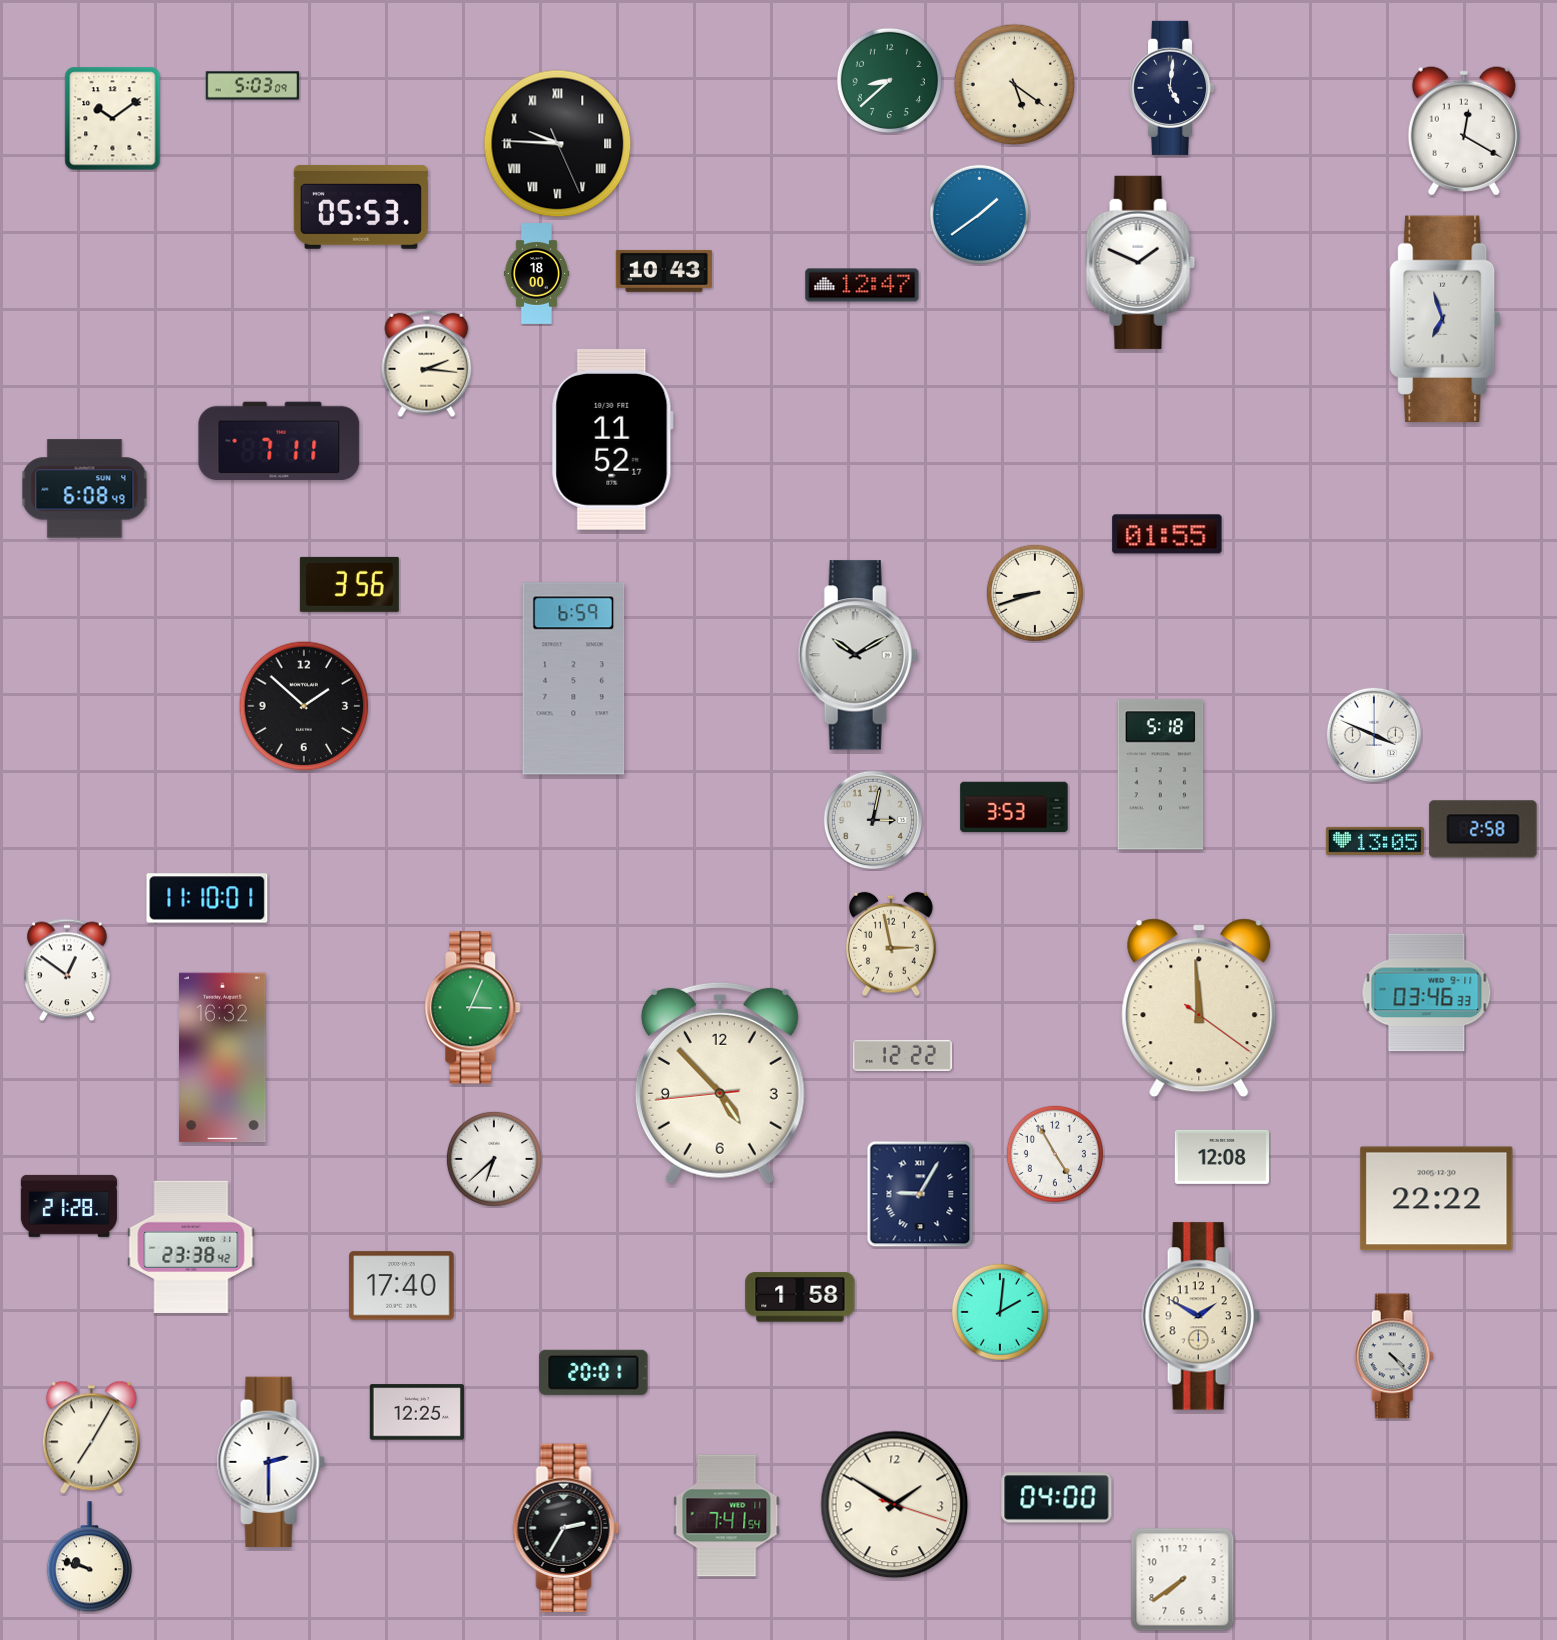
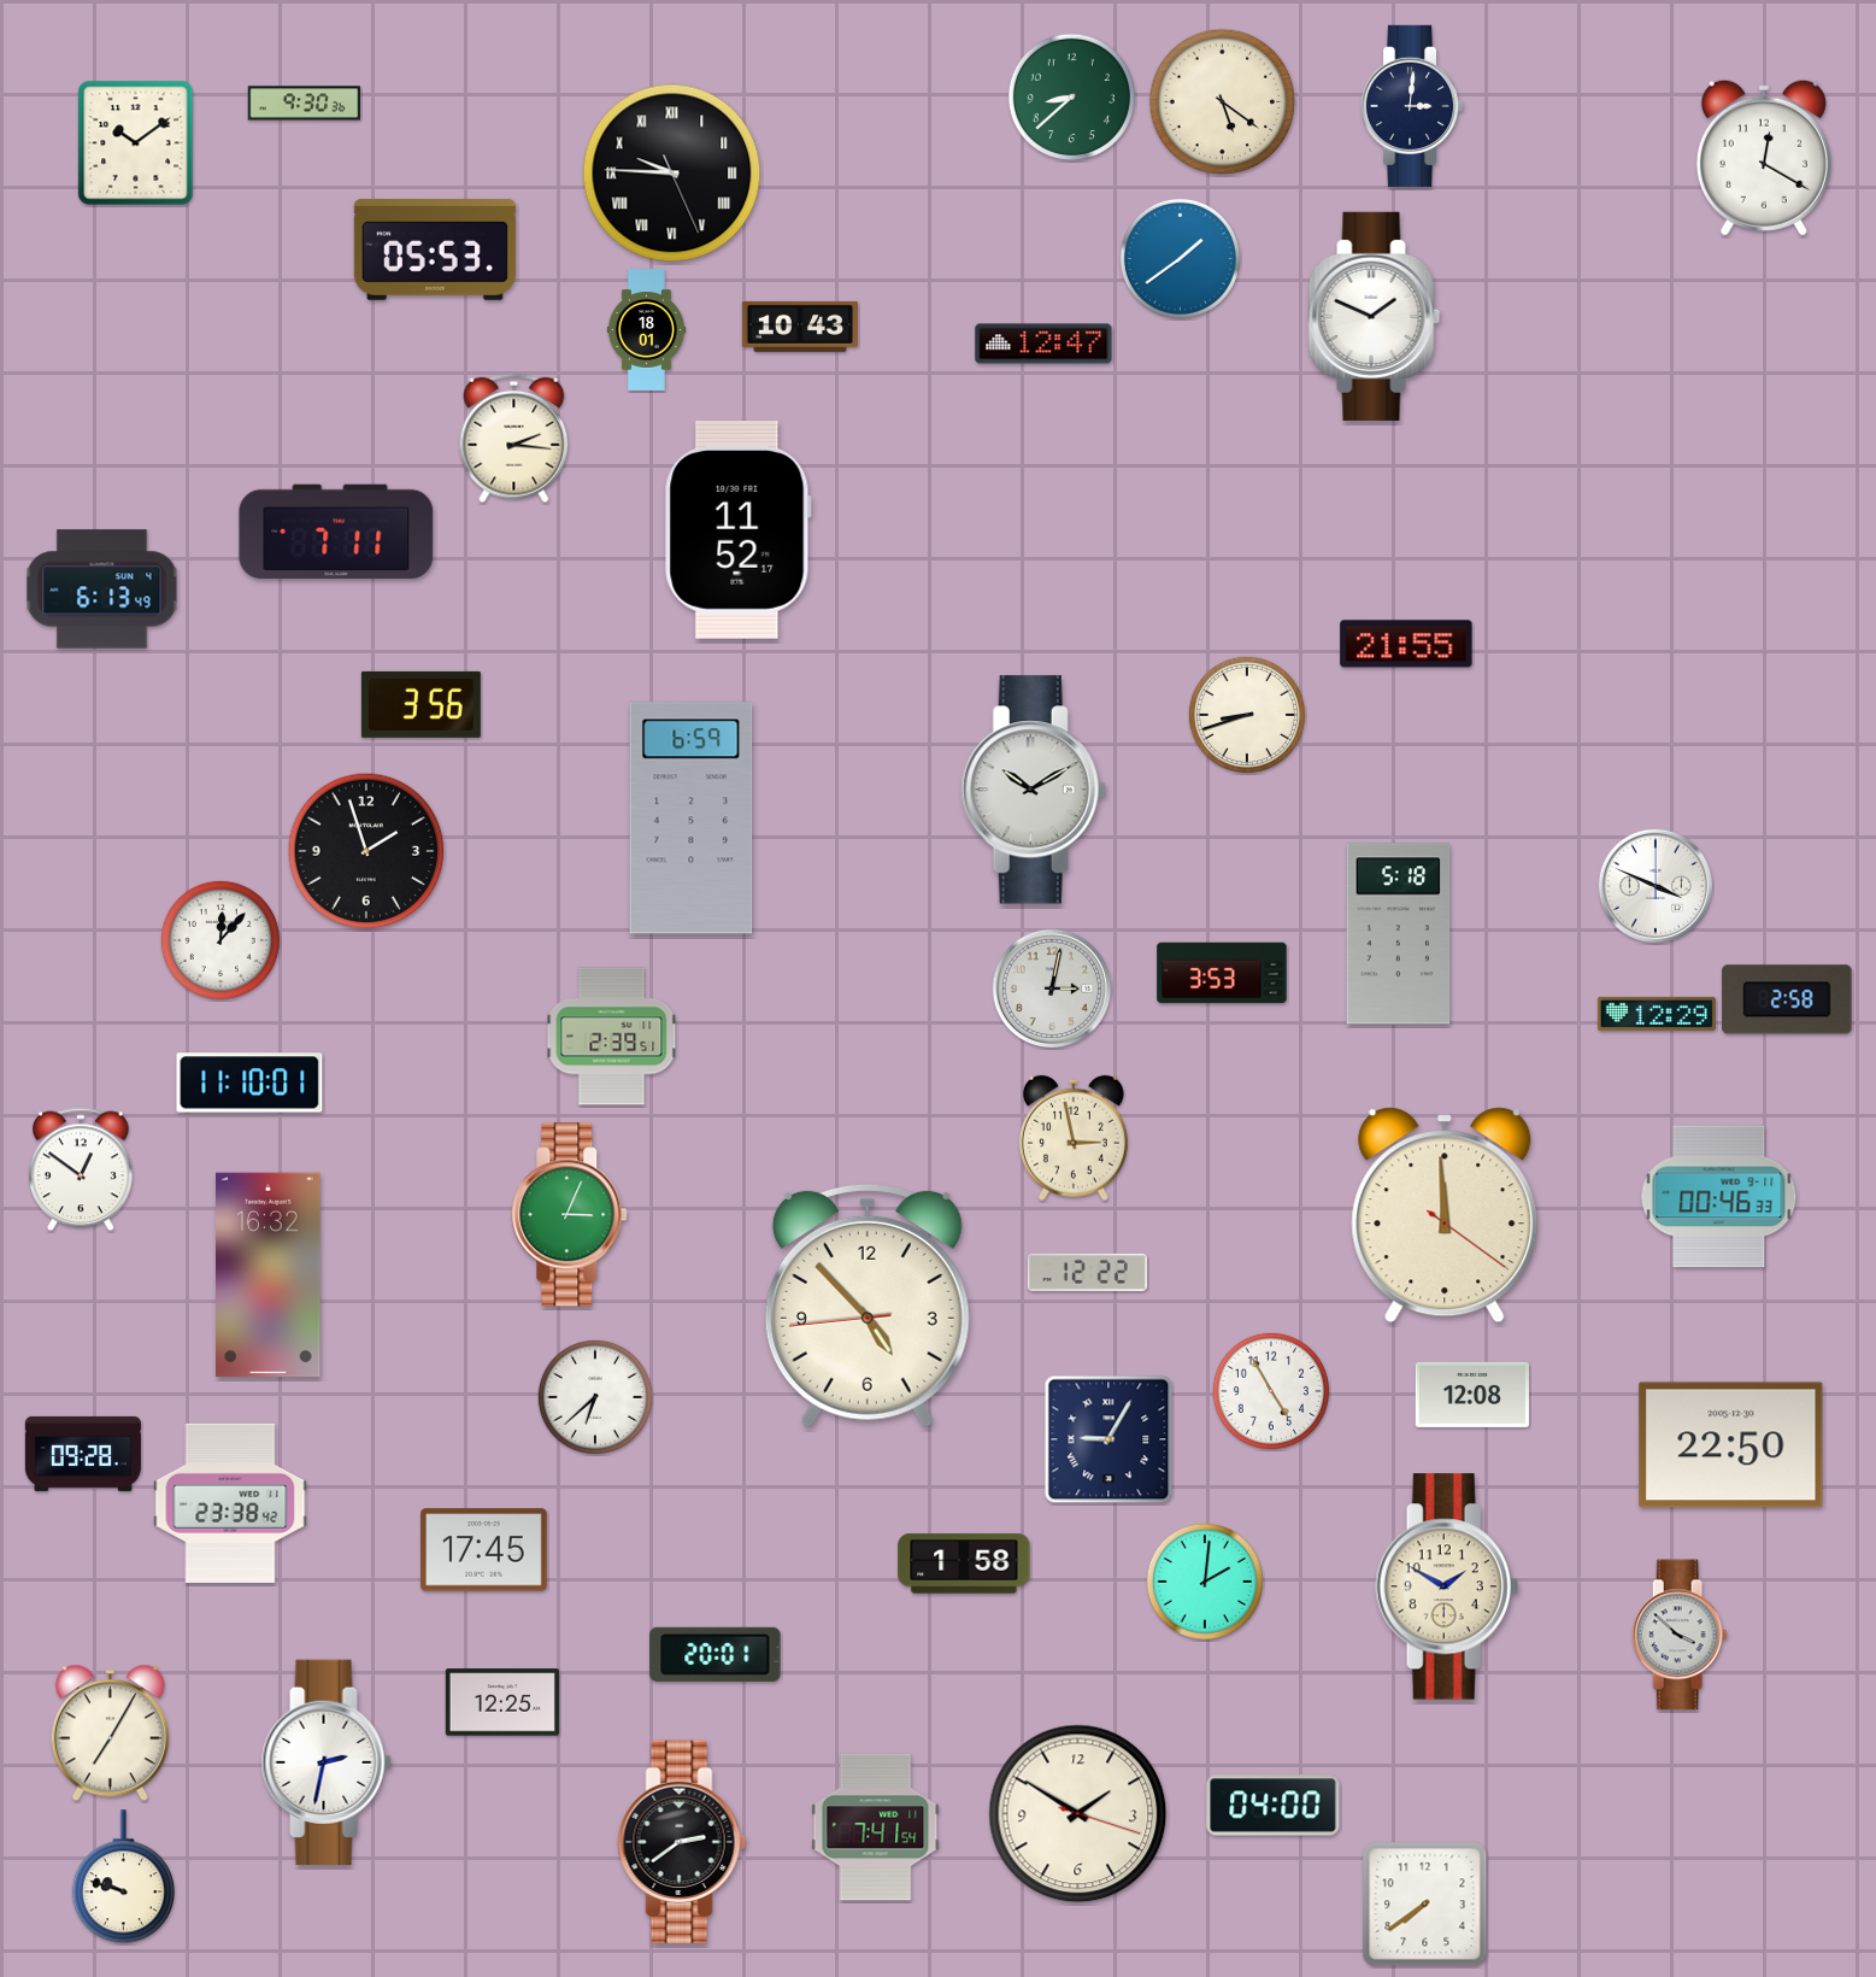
clock at (253, 86): 5:03 -> 9:30
clock at (1173, 88): 5:01 -> 3:01
clock at (536, 274): 18:00 -> 18:01
clock at (862, 285) position: (862, 285) -> (1043, 344)
clock at (1445, 319): 6:57 -> none
clock at (85, 489): 6:08 -> 6:13
clock at (1167, 534): 01:55 -> 21:55
clock at (304, 706): 1:52 -> 1:57
clock at (220, 940): none -> 12:07
clock at (1375, 841): 13:05 -> 12:29
clock at (612, 1037): none -> 2:39
clock at (1427, 993): 03:46 -> 00:46
clock at (1437, 1199): 22:22 -> 22:50
clock at (69, 1206): 21:28 -> 09:28
clock at (402, 1286): 17:40 -> 17:45
clock at (1394, 1356): 4:23 -> 3:52
clock at (271, 1462): 2:30 -> 2:32
clock at (566, 1528): 2:35 -> 2:39
clock at (89, 1557) position: (89, 1557) -> (123, 1877)
